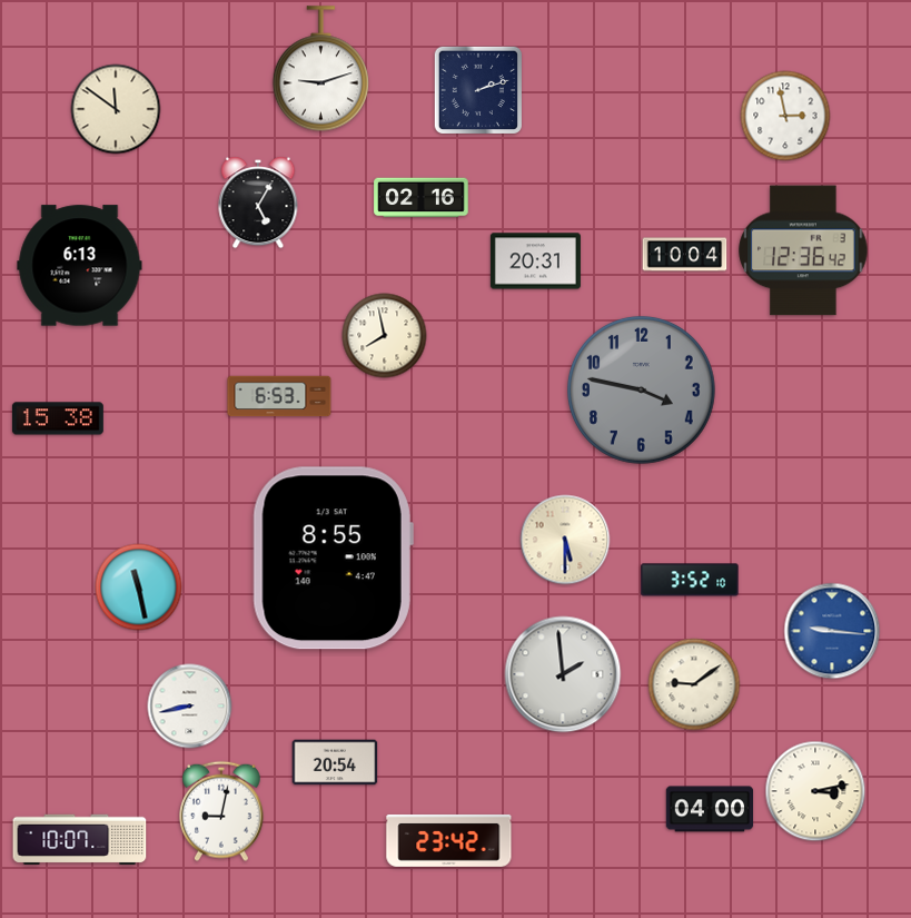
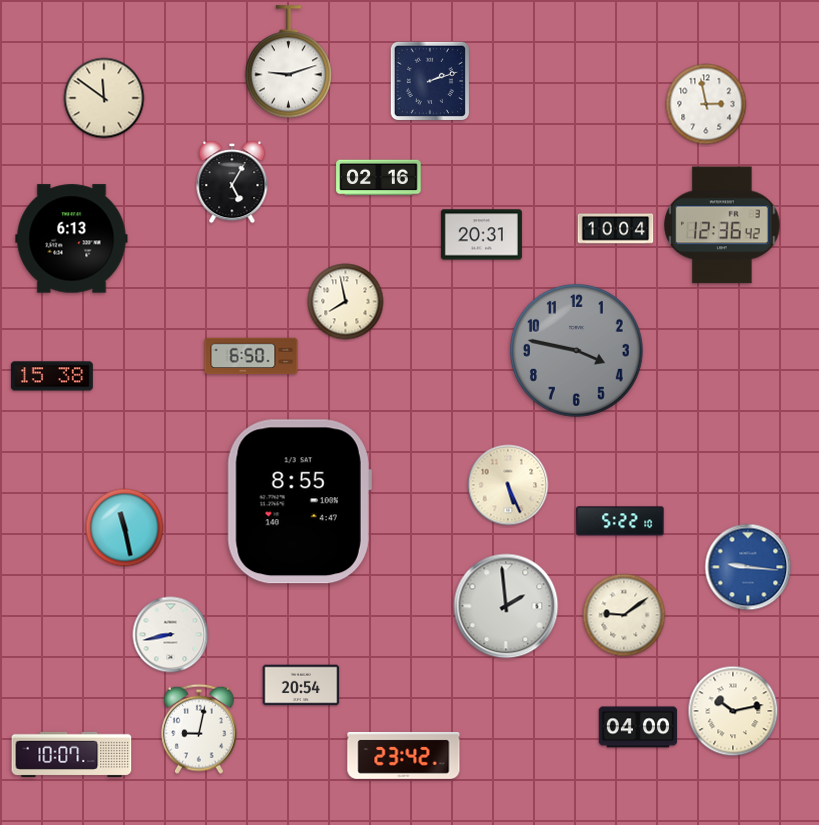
clock at (279, 396): 6:53 -> 6:50
clock at (565, 540): 5:30 -> 5:26
clock at (690, 580): 3:52 -> 5:22
clock at (815, 791): 3:13 -> 10:13
